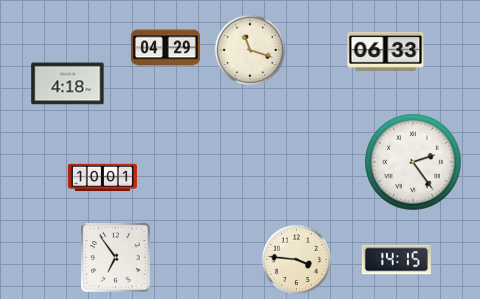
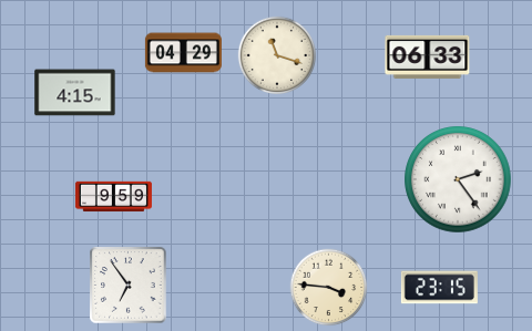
clock at (68, 84): 4:18 -> 4:15
clock at (102, 178): 10:01 -> 9:59
clock at (396, 260): 14:15 -> 23:15
